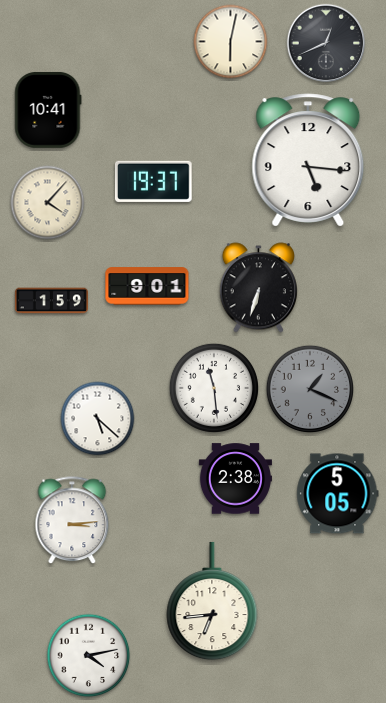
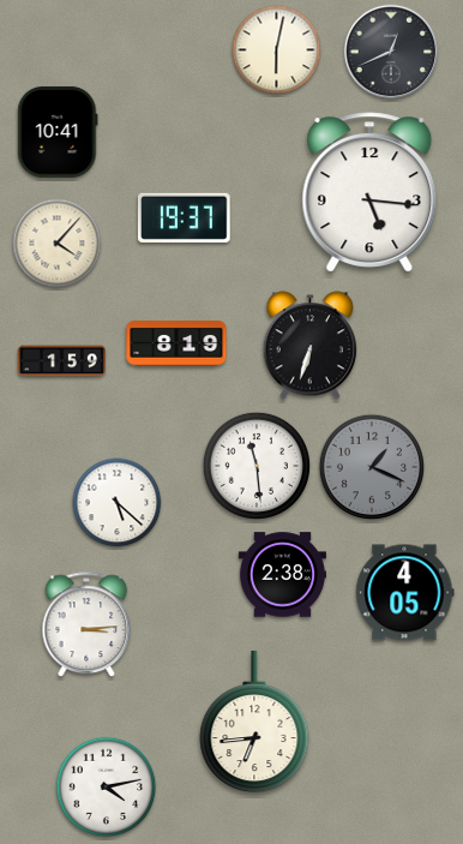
clock at (147, 286): 9:01 -> 8:19
clock at (338, 494): 5:05 -> 4:05
